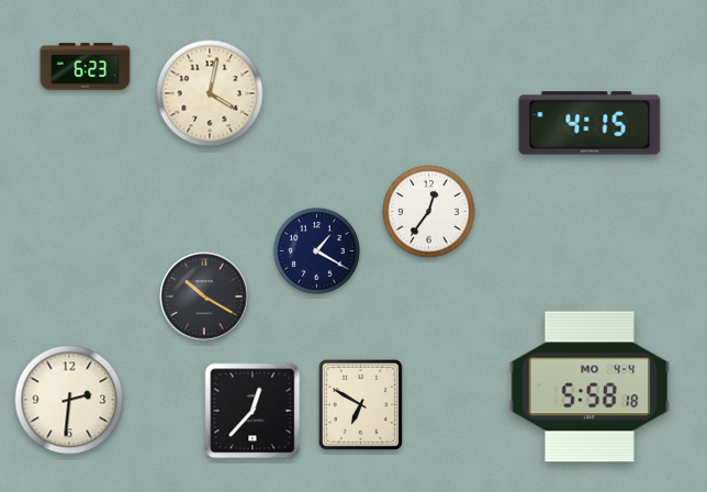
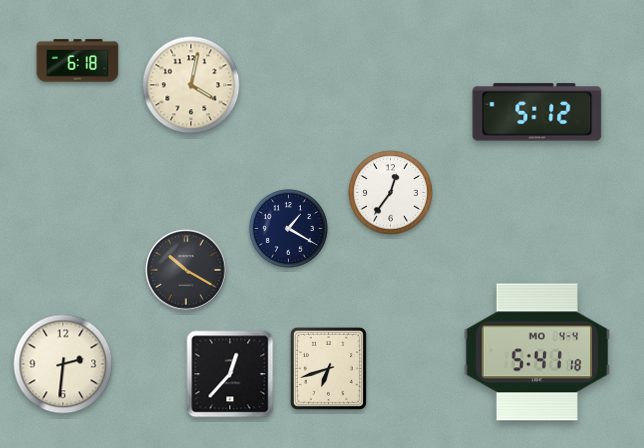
clock at (86, 67): 6:23 -> 6:18
clock at (590, 123): 4:15 -> 5:12
clock at (590, 387): 5:58 -> 5:41
clock at (360, 404): 6:50 -> 6:42
